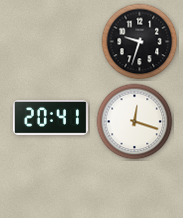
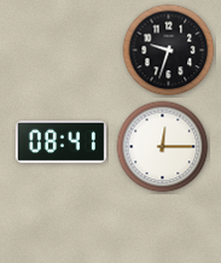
clock at (50, 117): 20:41 -> 08:41
clock at (135, 122): 12:18 -> 12:15
